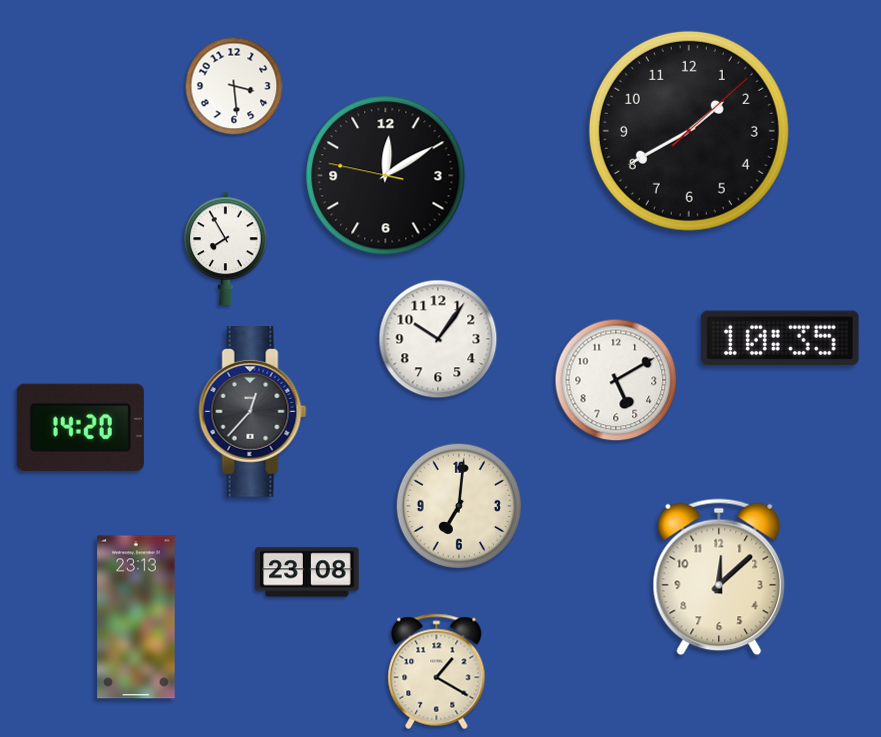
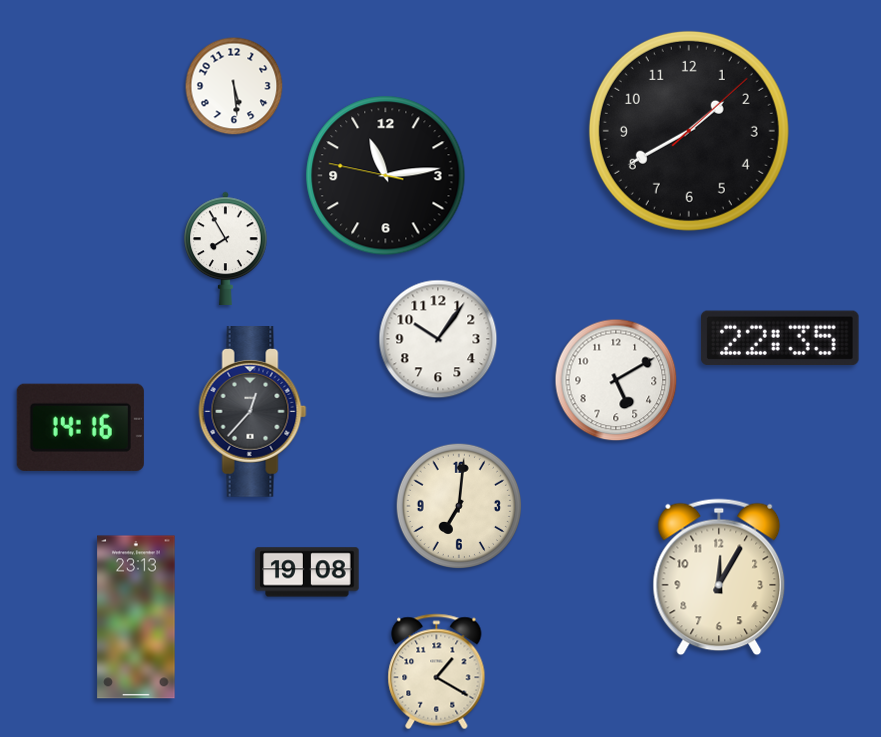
clock at (234, 86): 3:29 -> 5:29
clock at (386, 176): 12:09 -> 11:13
clock at (780, 338): 10:35 -> 22:35
clock at (80, 427): 14:20 -> 14:16
clock at (307, 572): 23:08 -> 19:08
clock at (719, 577): 12:08 -> 12:05
